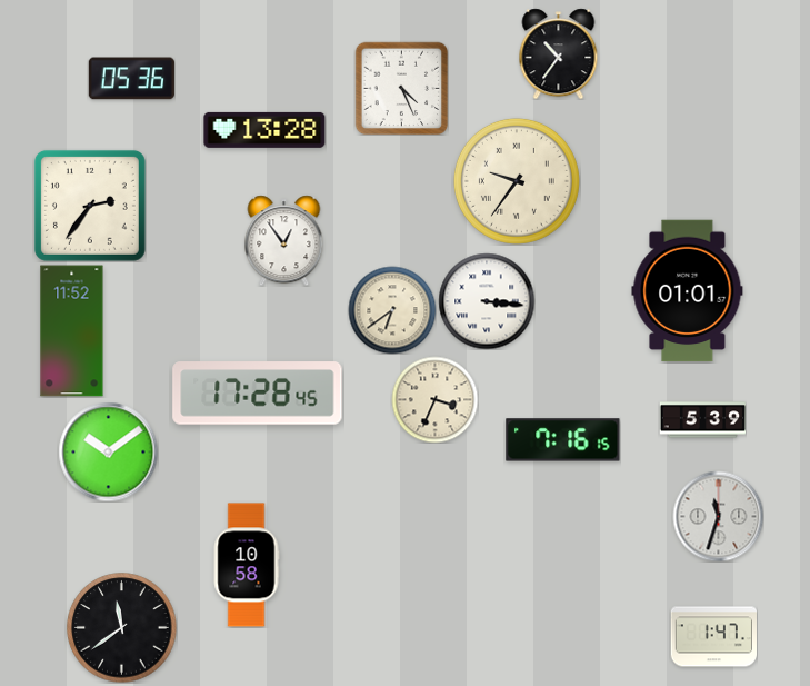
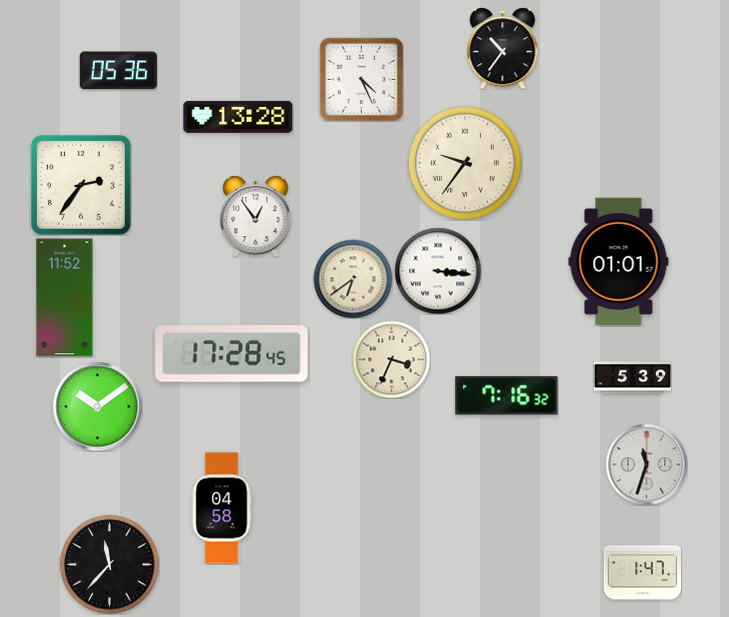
clock at (563, 440): 7:16:15 -> 7:16:32
clock at (247, 565): 10:58 -> 04:58
clock at (122, 628): 11:39 -> 11:37
